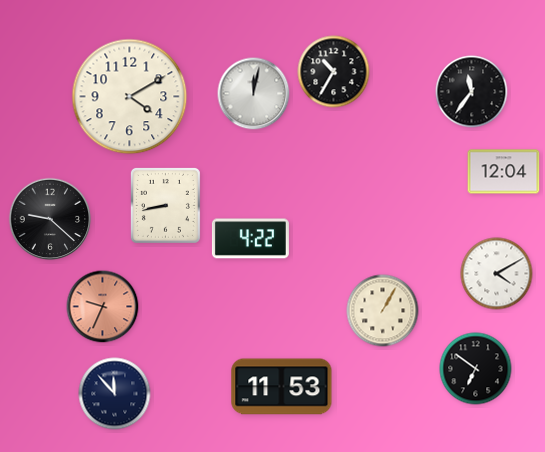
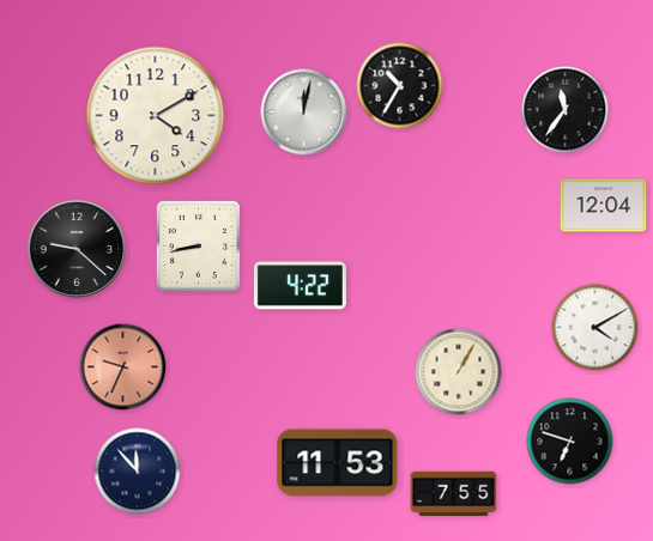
clock at (50, 219) position: (50, 219) -> (77, 249)
clock at (476, 369): 6:51 -> 6:48
clock at (454, 494): none -> 7:55
